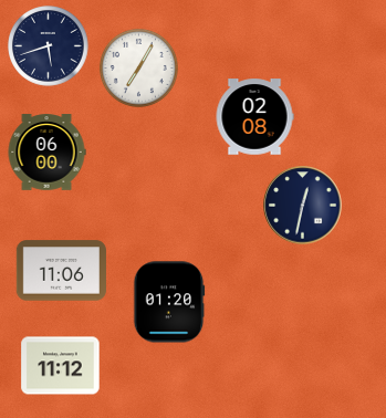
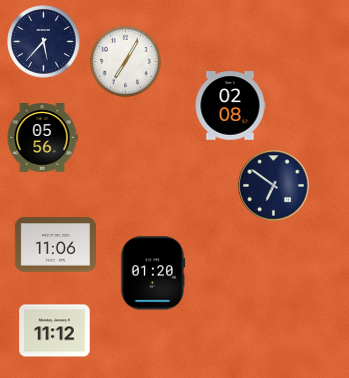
clock at (49, 46): 5:42 -> 5:37
clock at (46, 153): 06:00 -> 05:56
clock at (303, 206): 12:32 -> 6:51
